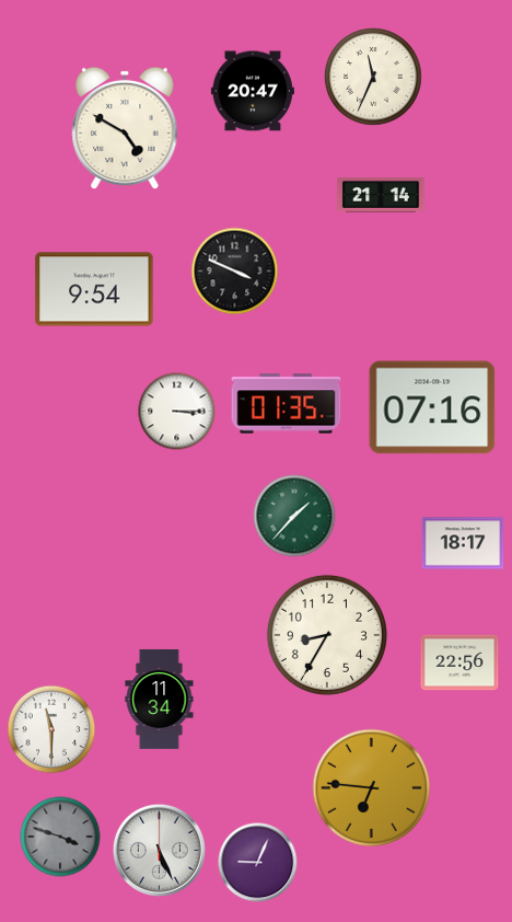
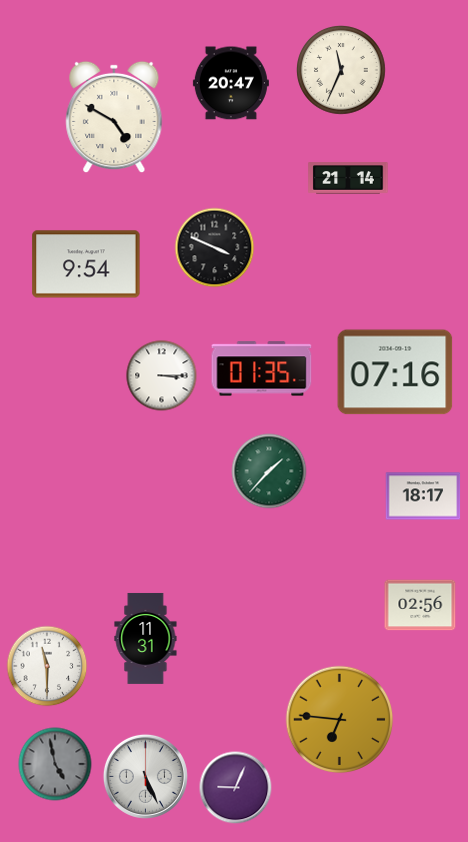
clock at (327, 635): 8:35 -> none
clock at (459, 662): 22:56 -> 02:56
clock at (160, 699): 11:34 -> 11:31
clock at (60, 837): 3:48 -> 4:58
